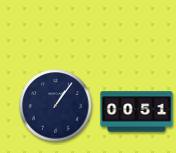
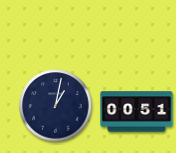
clock at (56, 106): 1:06 -> 1:02
